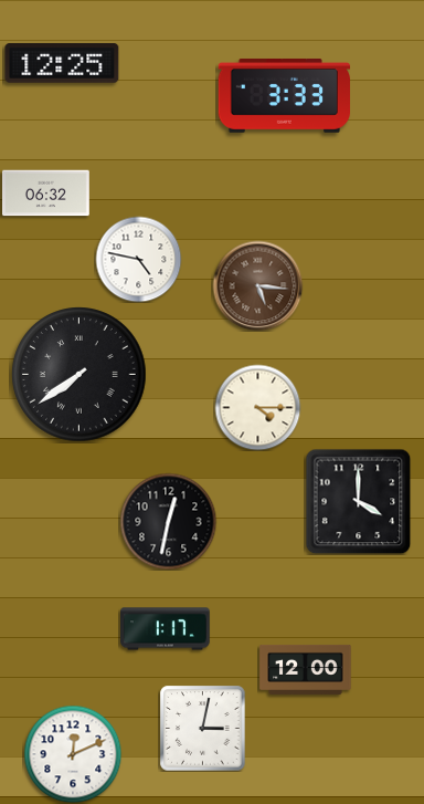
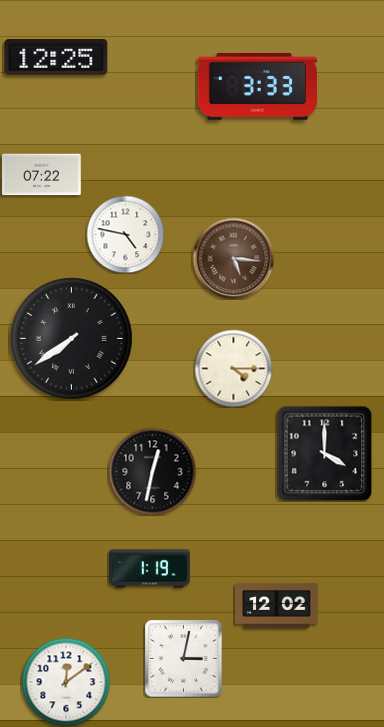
clock at (46, 194): 06:32 -> 07:22
clock at (166, 629): 1:17 -> 1:19
clock at (306, 669): 12:00 -> 12:02
clock at (73, 754): 12:11 -> 12:09
